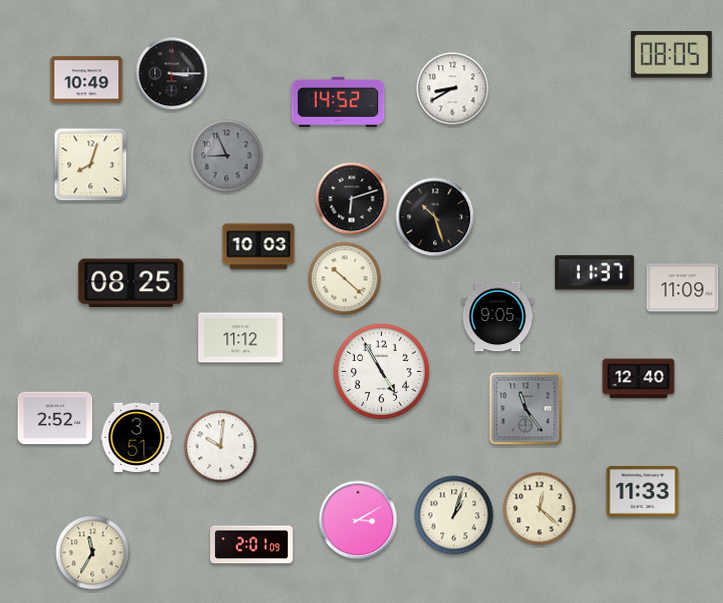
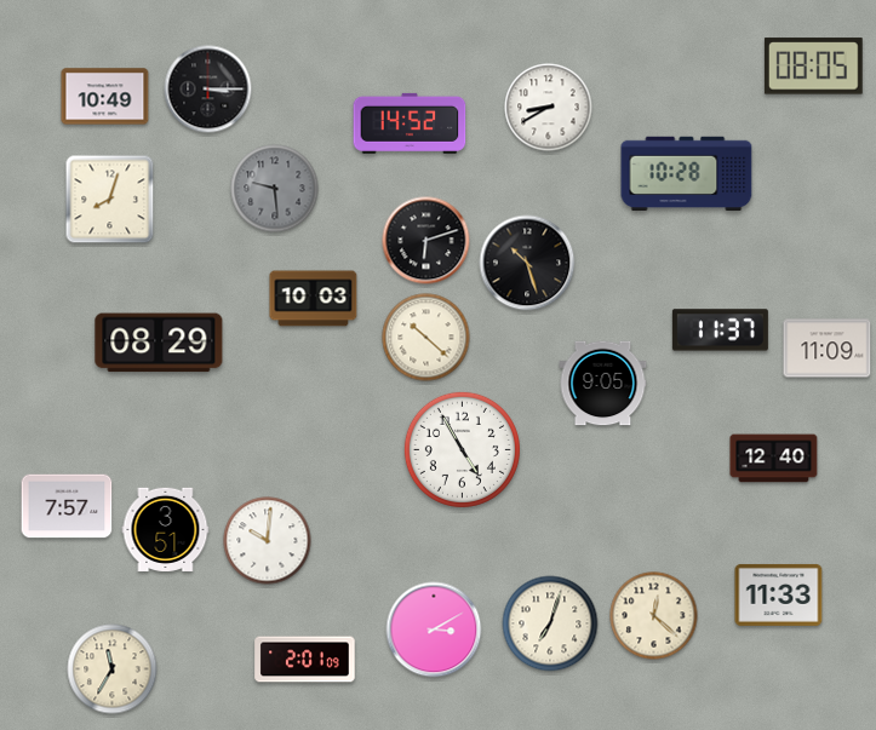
clock at (687, 174): none -> 10:28
clock at (227, 156): 8:56 -> 9:29
clock at (345, 279) position: (345, 279) -> (426, 338)
clock at (131, 283): 08:25 -> 08:29
clock at (241, 338): 11:12 -> none
clock at (526, 409): 11:24 -> none
clock at (55, 418): 2:52 -> 7:57
clock at (454, 515): 1:03 -> 7:03
